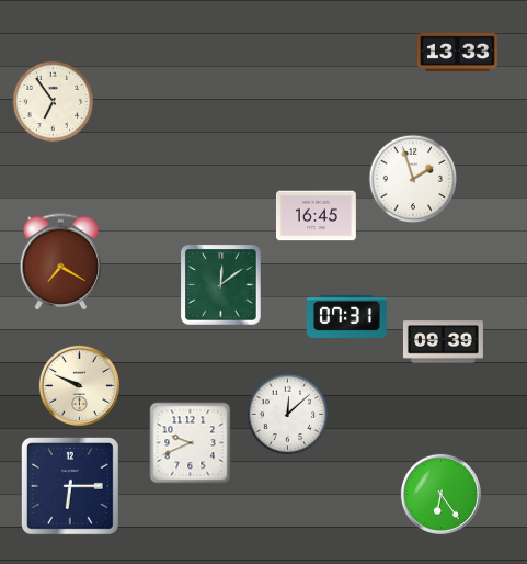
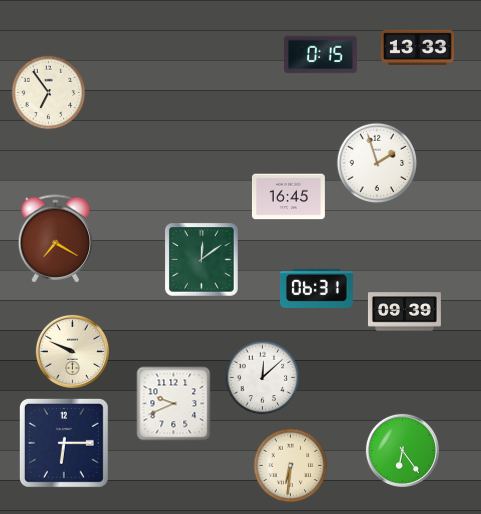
clock at (320, 55): none -> 0:15
clock at (346, 316): 07:31 -> 06:31
clock at (291, 466): none -> 6:31
